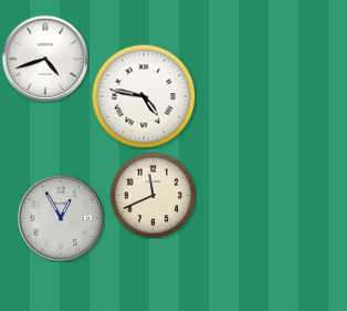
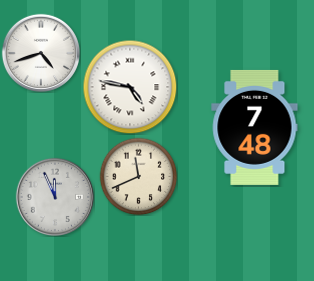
clock at (255, 127): none -> 7:48
clock at (60, 217): 12:55 -> 11:56
